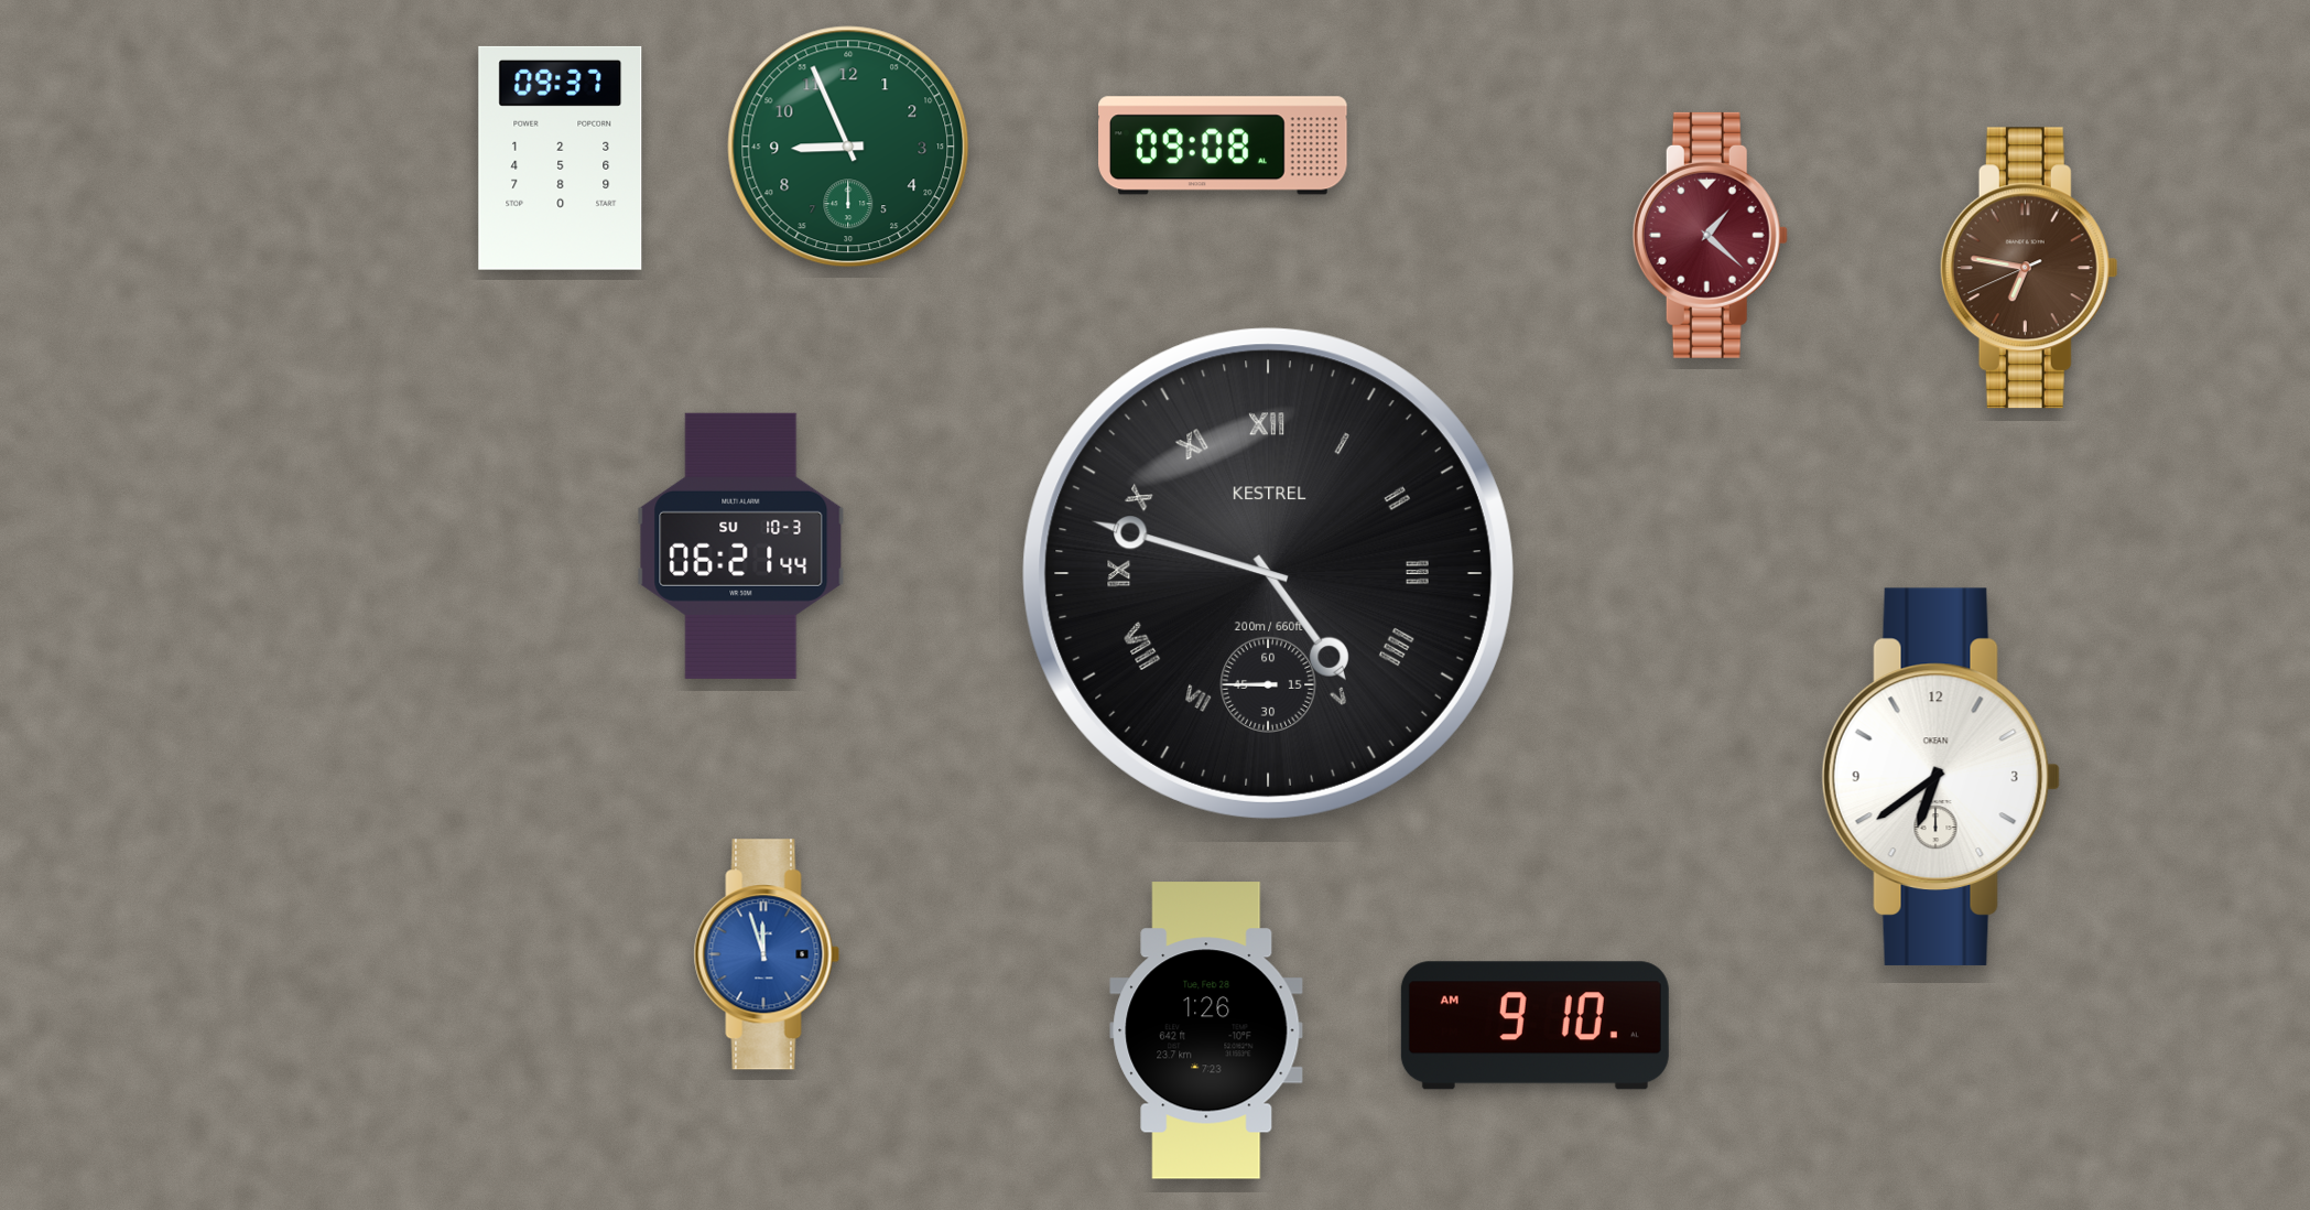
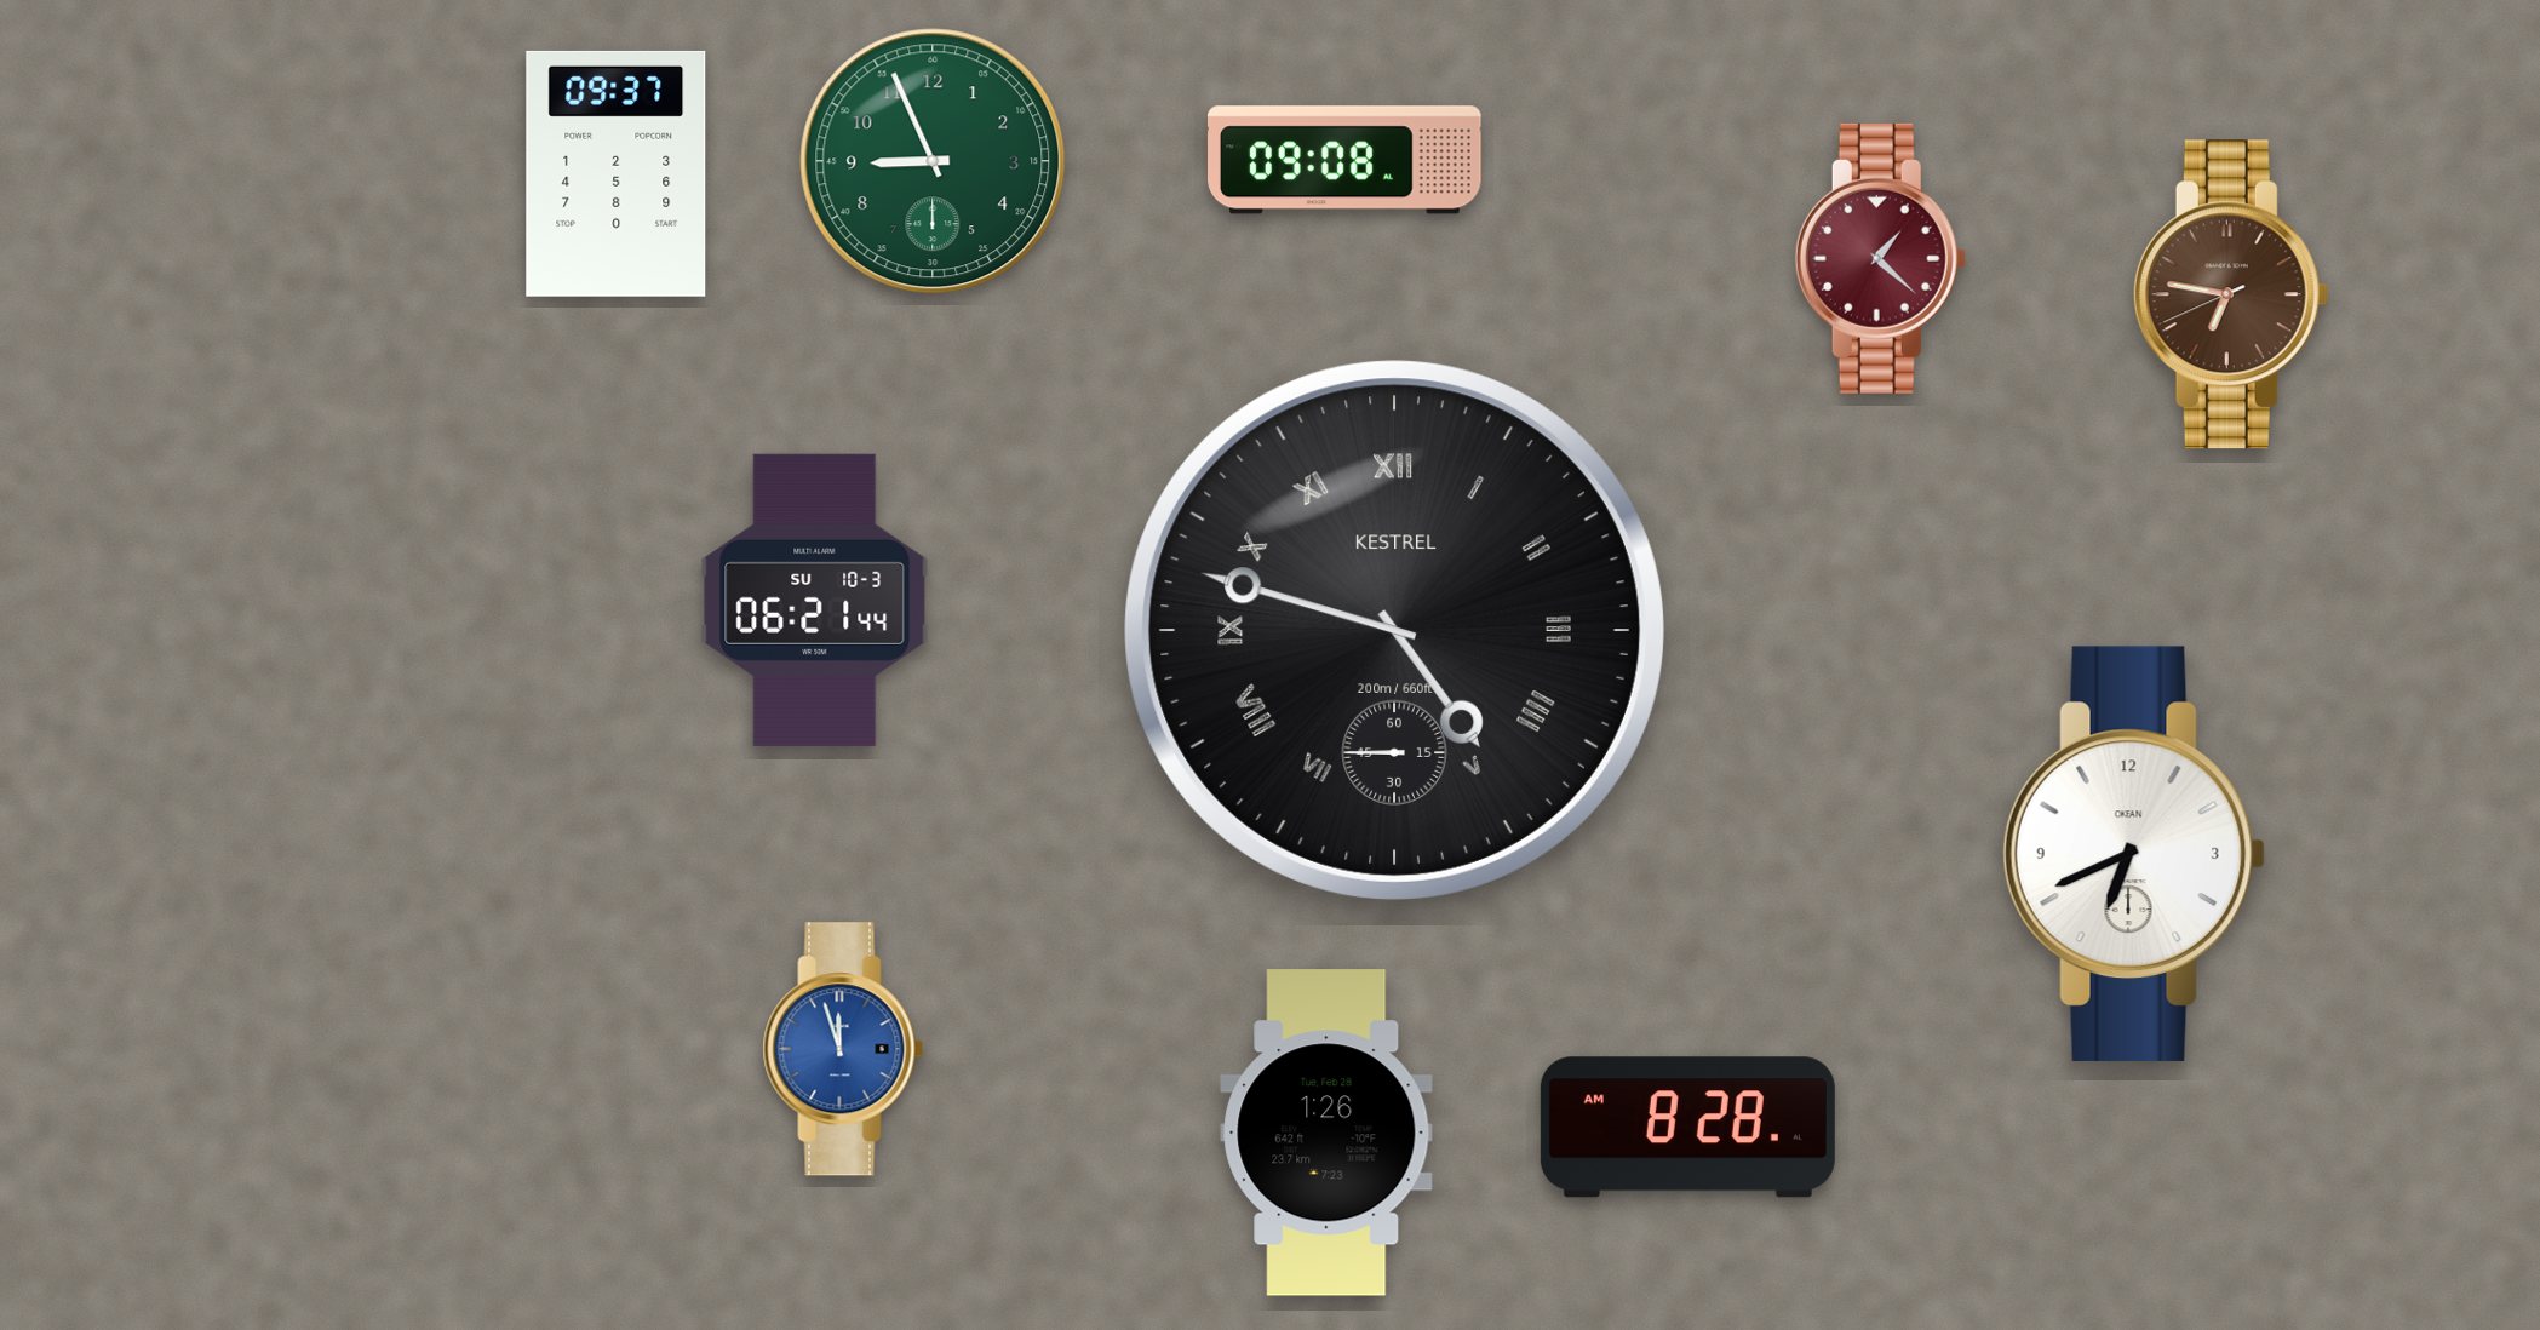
clock at (1941, 777): 6:39 -> 6:41
clock at (1534, 1026): 9:10 -> 8:28
